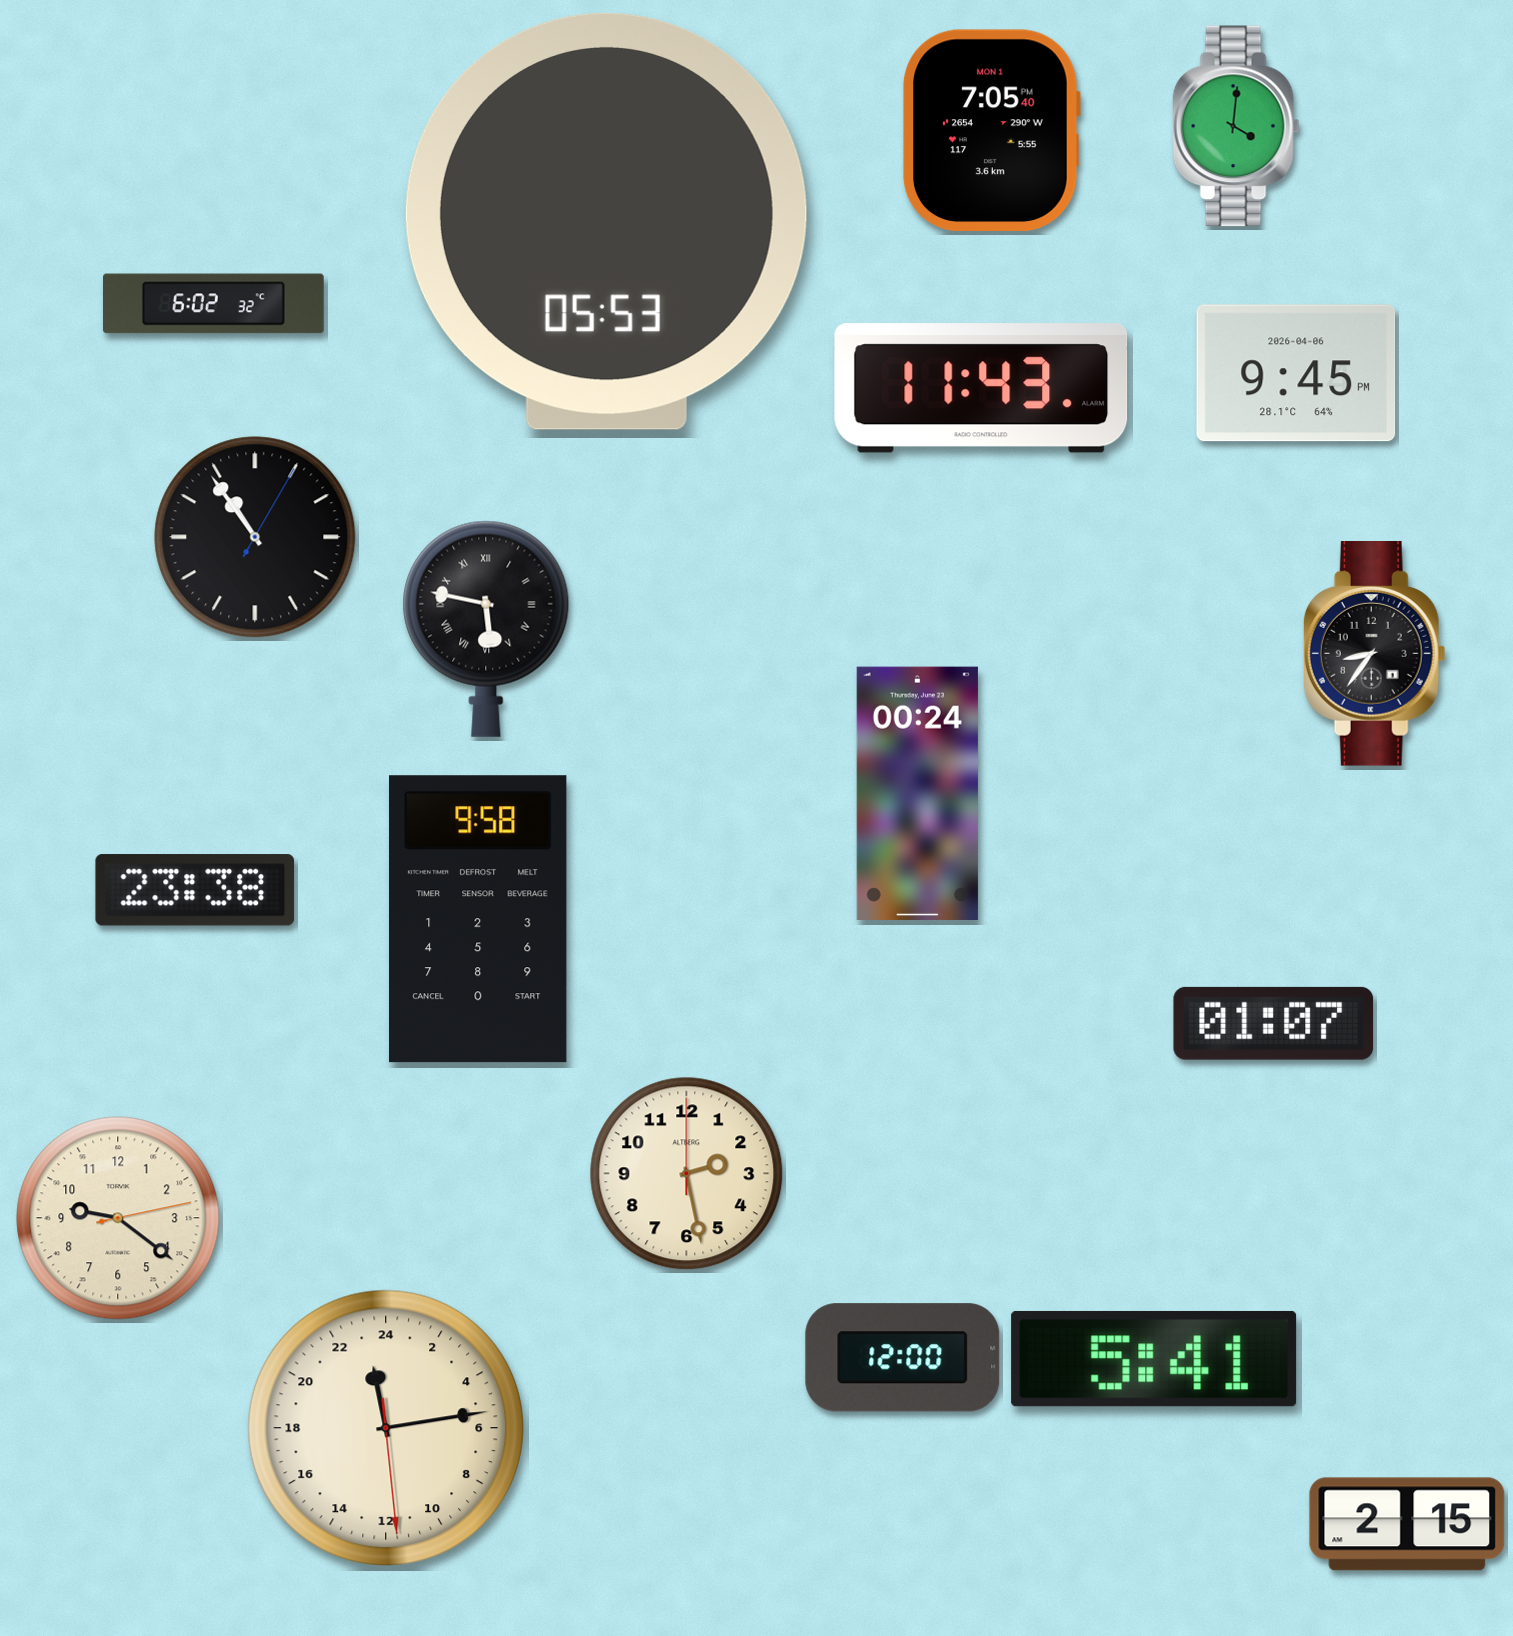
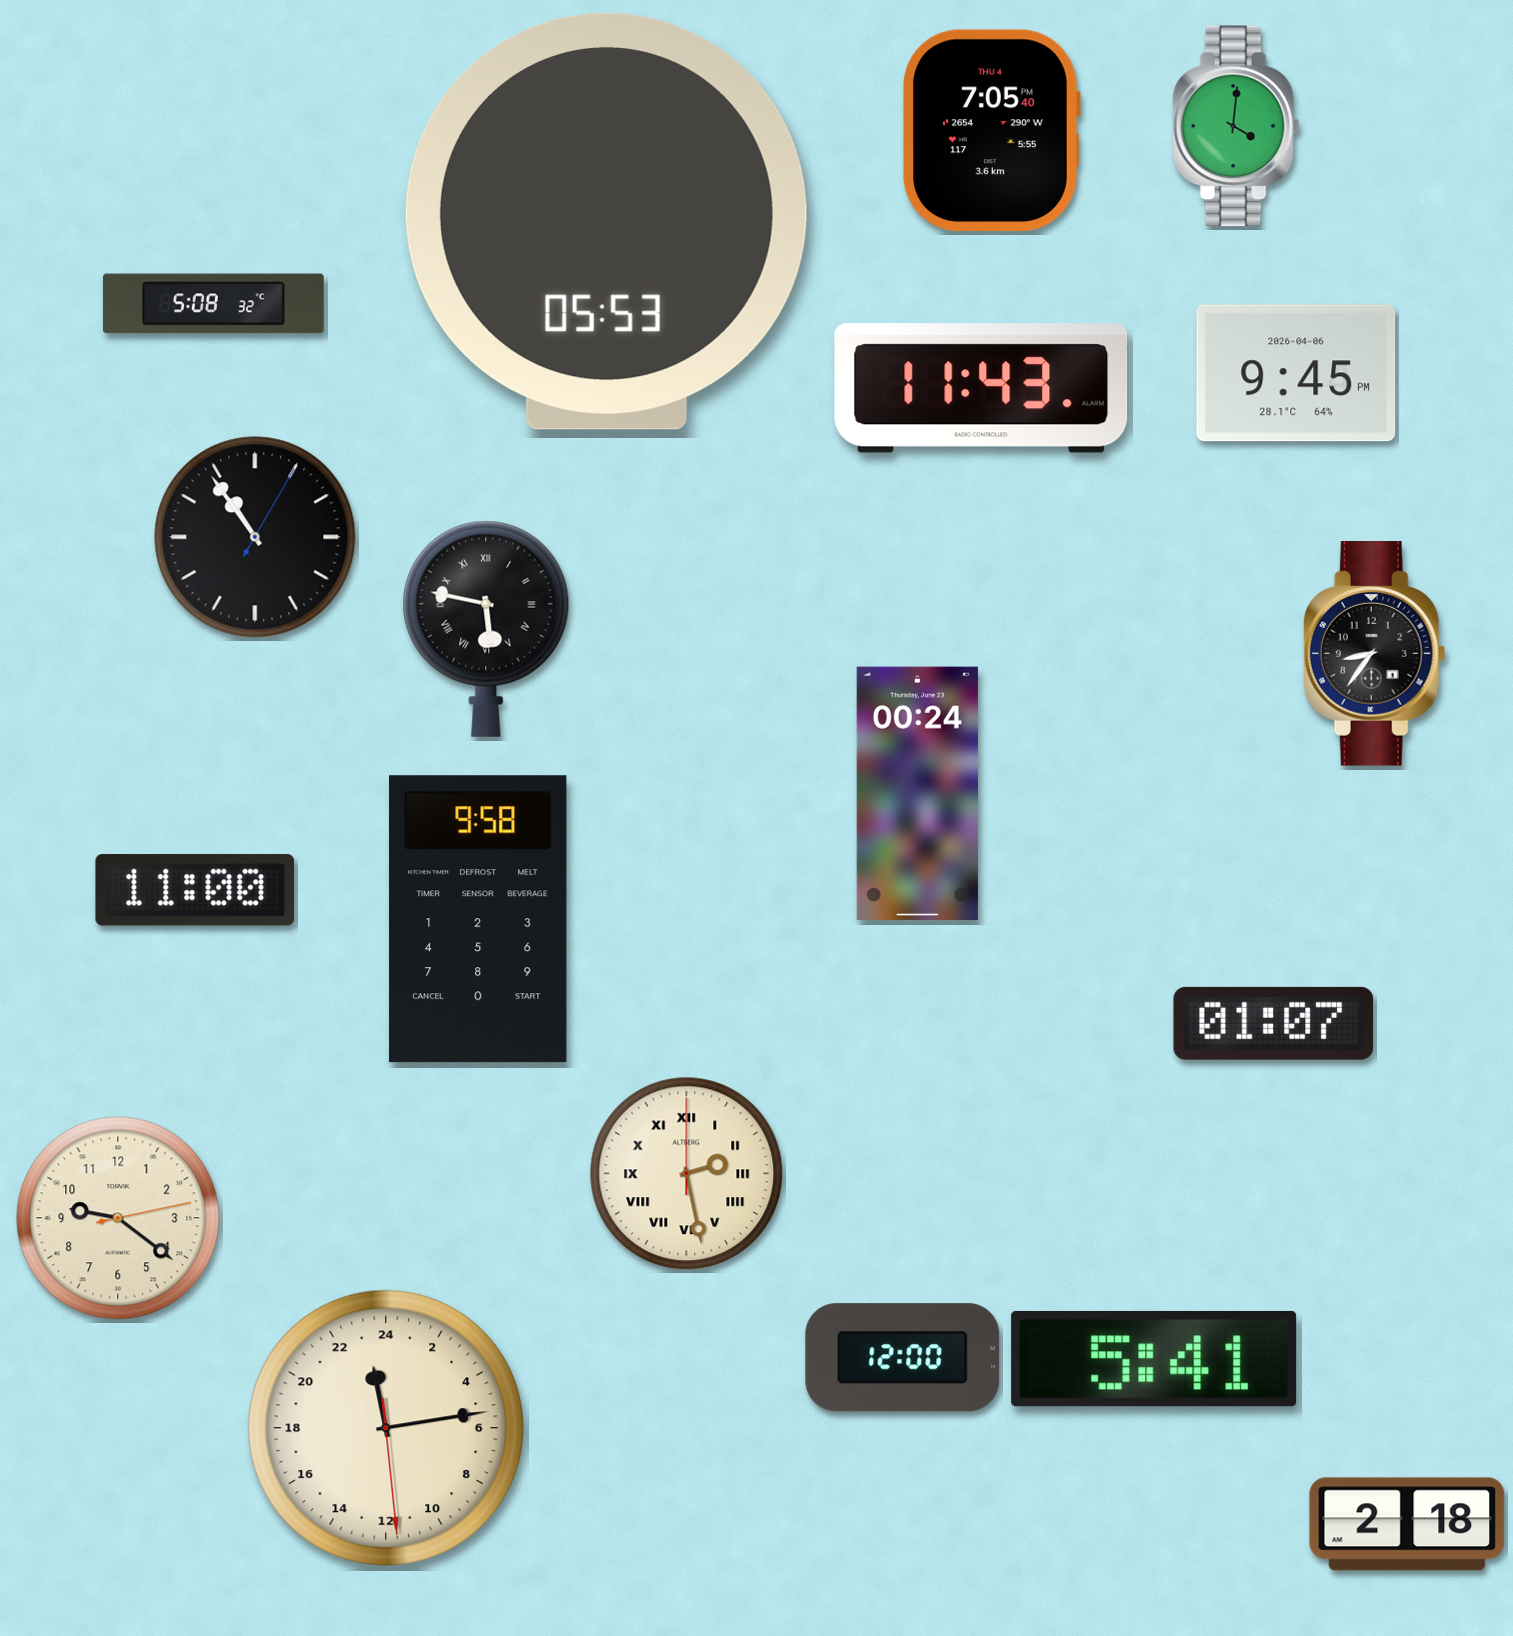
clock at (991, 130) date: MON 1 -> THU 4
clock at (213, 304): 6:02 -> 5:08
clock at (195, 890): 23:38 -> 11:00
clock at (687, 1174) numerals: Arabic -> Roman
clock at (1407, 1524): 2:15 -> 2:18
